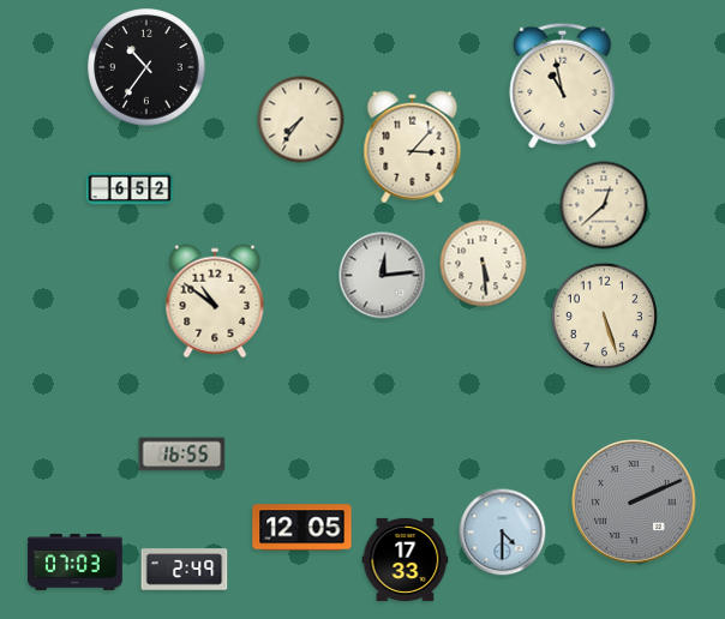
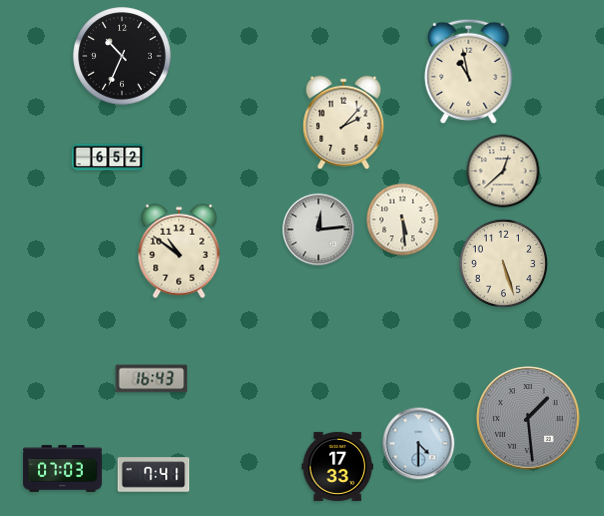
clock at (146, 67): 10:36 -> 10:34
clock at (301, 120): 7:36 -> none
clock at (413, 148): 3:07 -> 2:07
clock at (182, 455): 16:55 -> 16:43
clock at (634, 501): 2:11 -> 1:29
clock at (302, 528): 12:05 -> none
clock at (185, 570): 2:49 -> 7:41
